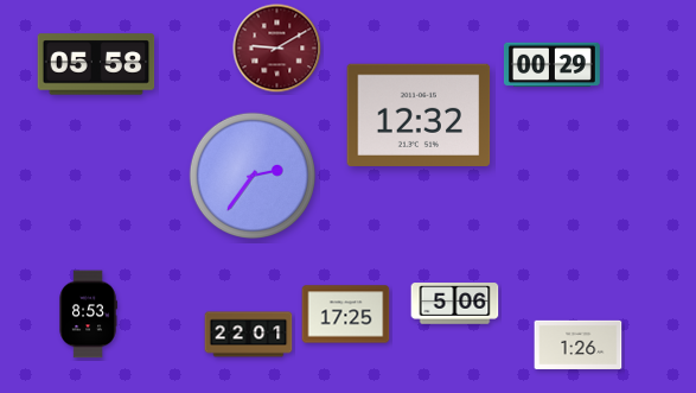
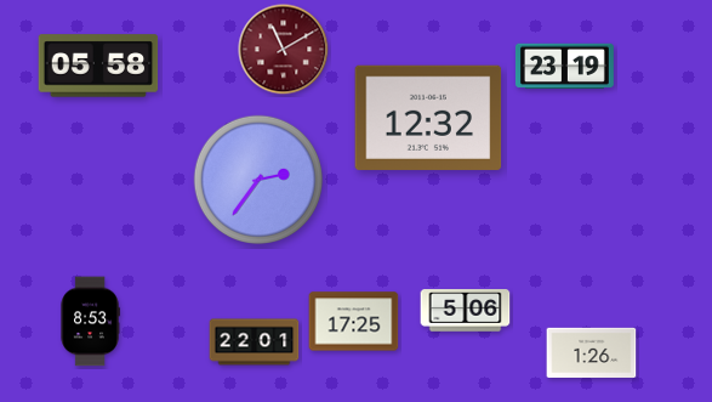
clock at (277, 49): 9:10 -> 11:10
clock at (551, 65): 00:29 -> 23:19
